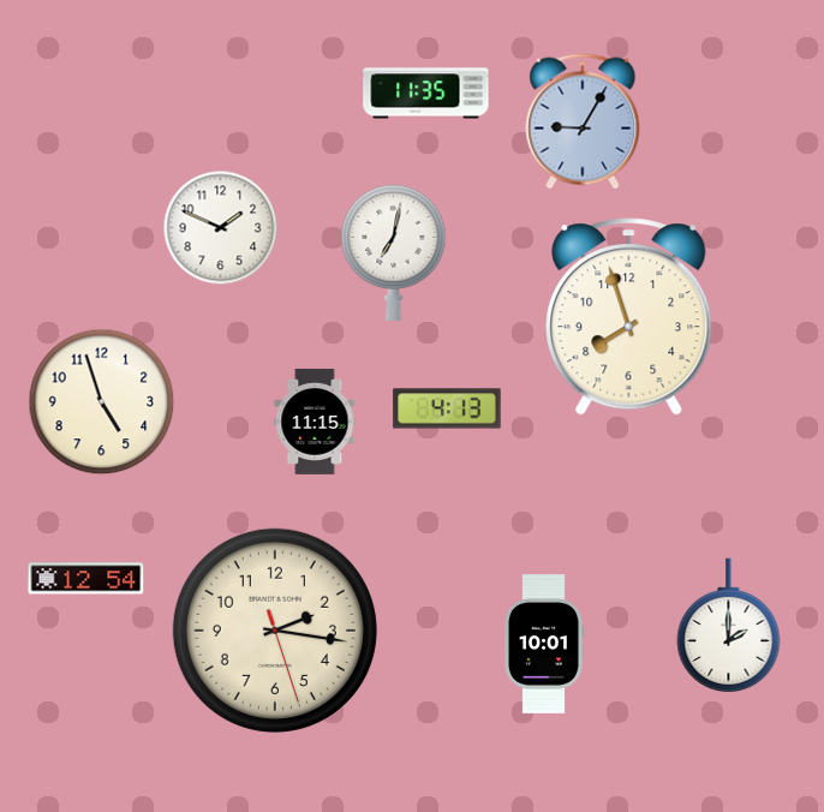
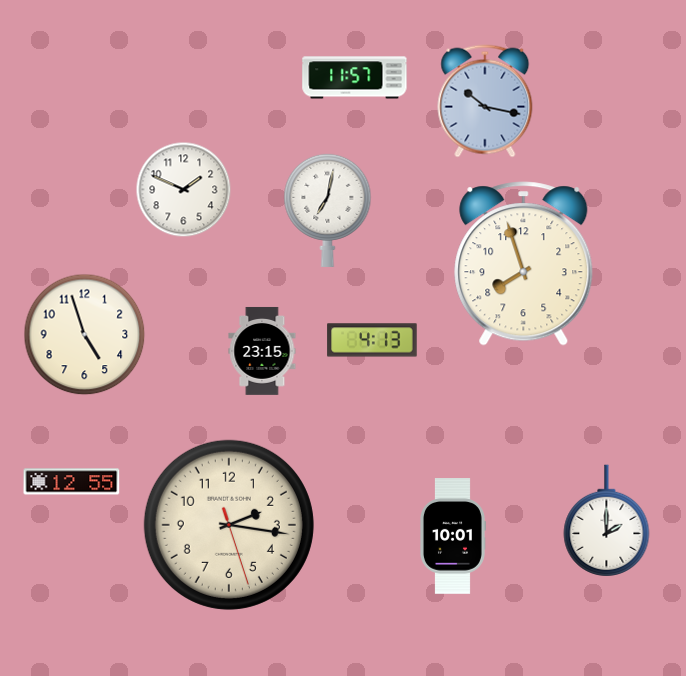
clock at (426, 94): 11:35 -> 11:57
clock at (583, 121): 9:05 -> 10:17
clock at (315, 422): 11:15 -> 23:15
clock at (86, 579): 12:54 -> 12:55
